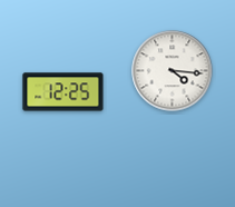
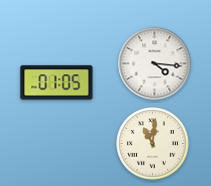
clock at (63, 92): 12:25 -> 01:05
clock at (153, 144): none -> 11:01
